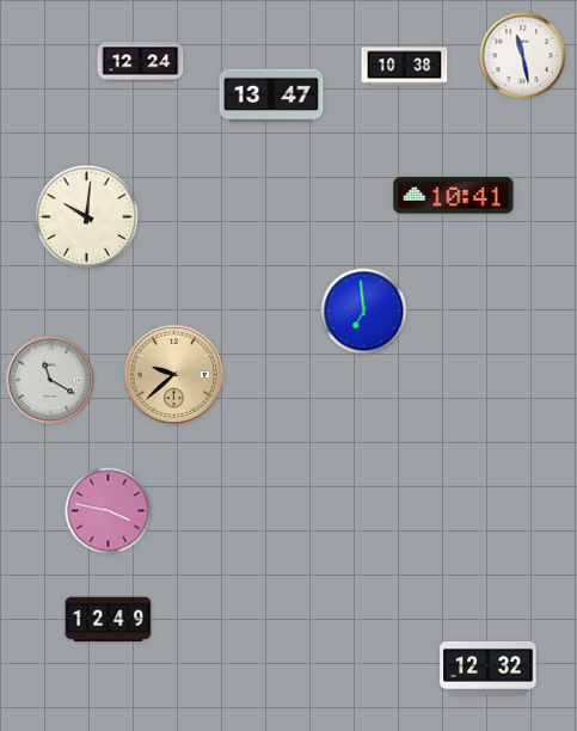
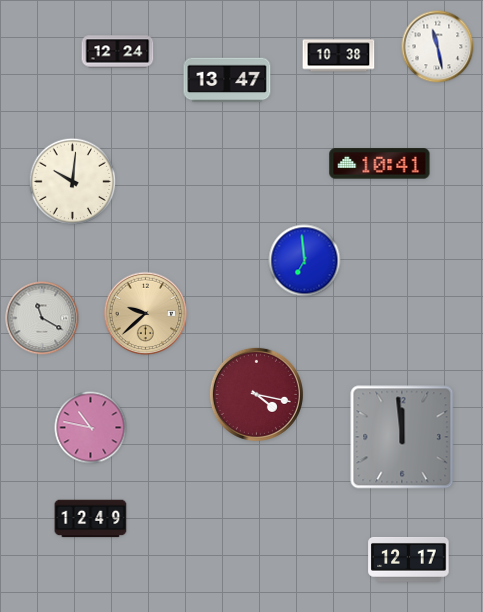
clock at (256, 394): none -> 4:17
clock at (109, 511): 3:47 -> 10:47
clock at (402, 437): none -> 11:59
clock at (489, 668): 12:32 -> 12:17
